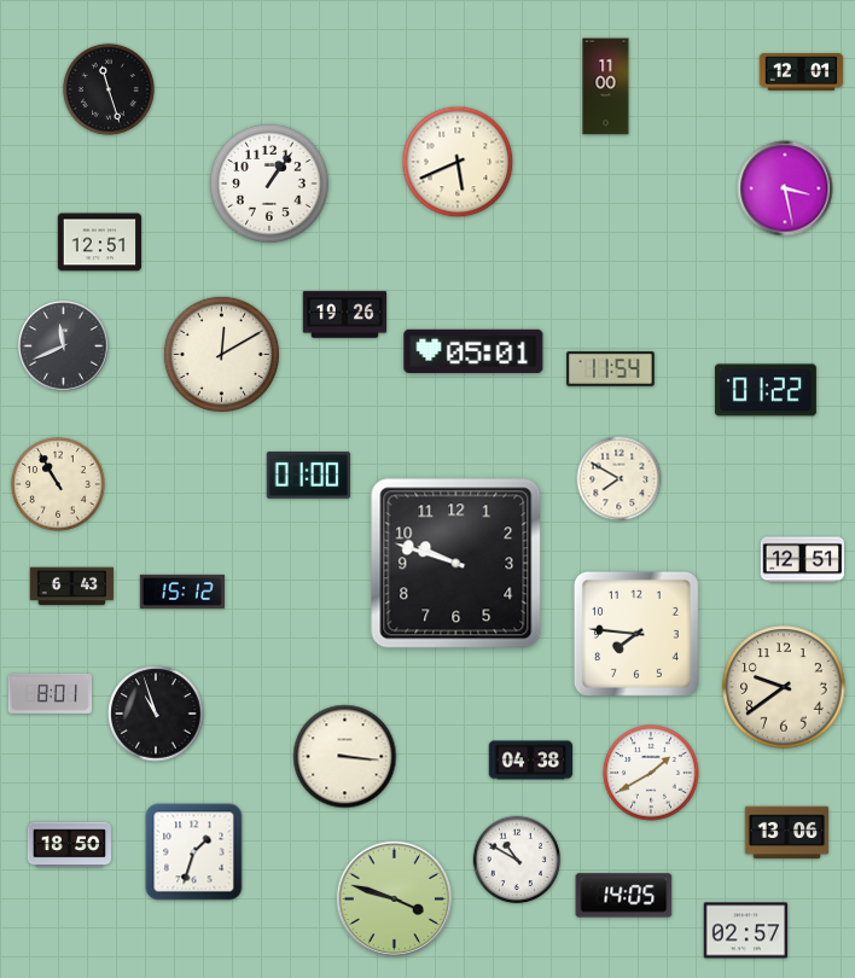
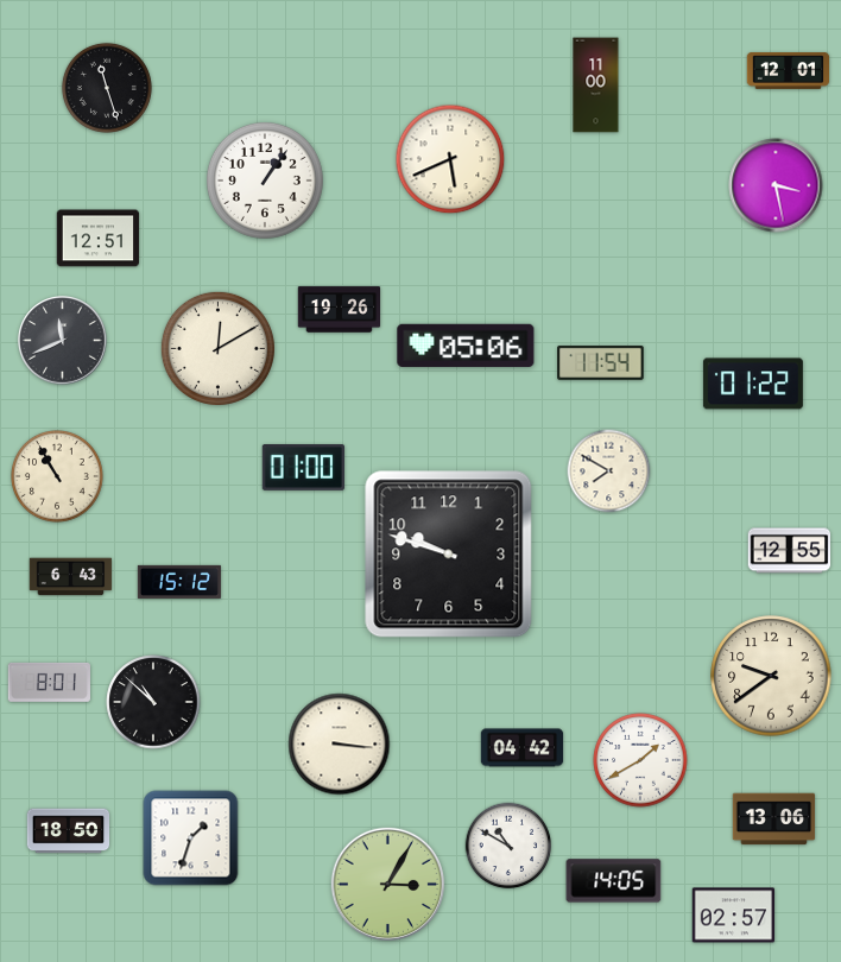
clock at (785, 188) position: (785, 188) -> (776, 185)
clock at (473, 351): 05:01 -> 05:06
clock at (803, 560): 12:51 -> 12:55
clock at (636, 634): 7:46 -> none
clock at (156, 714): 10:57 -> 10:52
clock at (531, 761): 04:38 -> 04:42
clock at (395, 900): 3:48 -> 3:05
